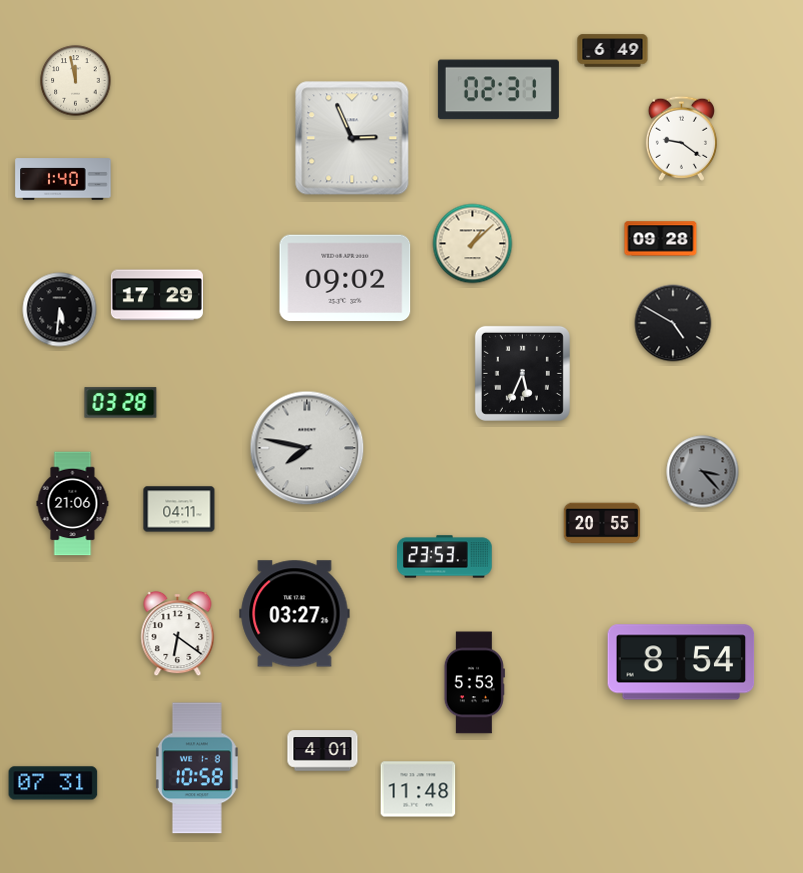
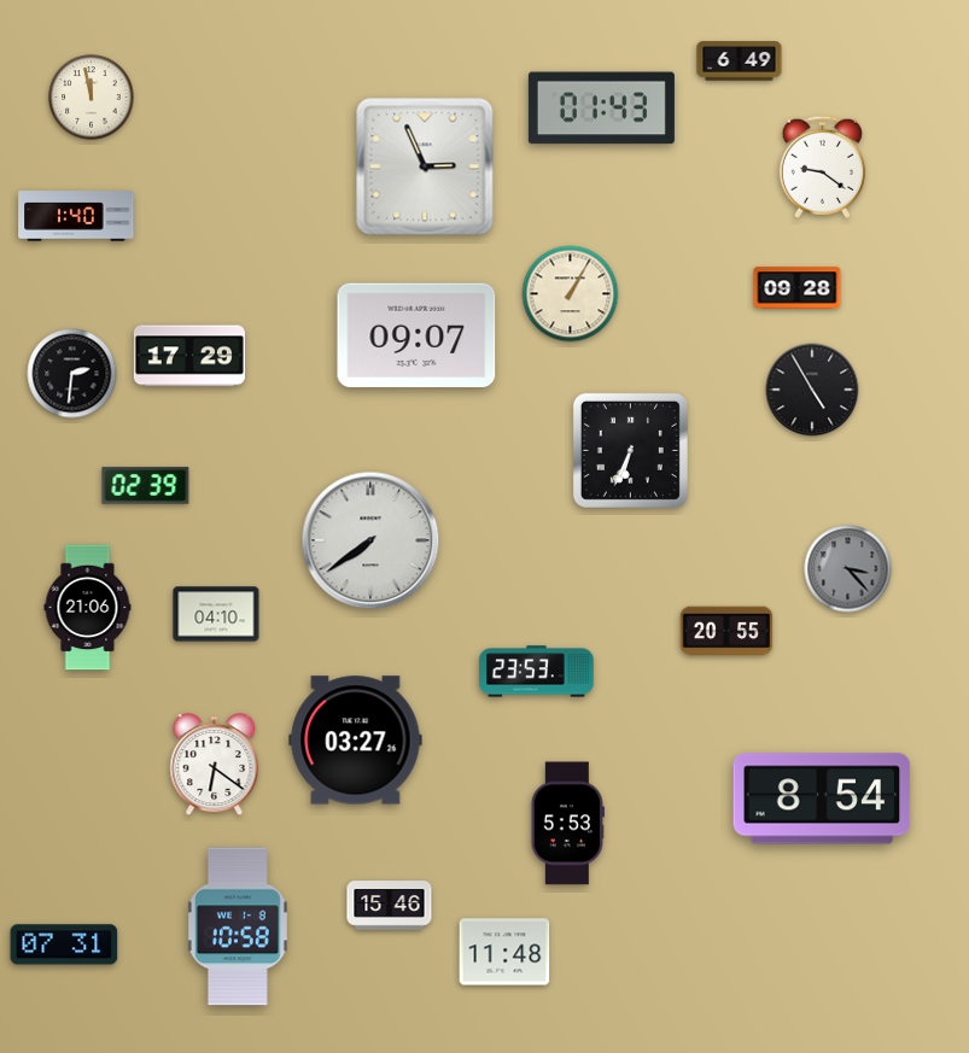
clock at (498, 90): 02:31 -> 01:43
clock at (473, 244): 1:08 -> 1:05
clock at (345, 278): 09:02 -> 09:07
clock at (60, 310): 5:31 -> 2:31
clock at (673, 323): 4:50 -> 4:55
clock at (522, 373): 5:34 -> 6:34
clock at (121, 403): 03:28 -> 02:39
clock at (307, 448): 7:47 -> 7:39
clock at (179, 509): 04:11 -> 04:10
clock at (474, 683) position: (474, 683) -> (567, 824)
clock at (323, 751): 4:01 -> 15:46
